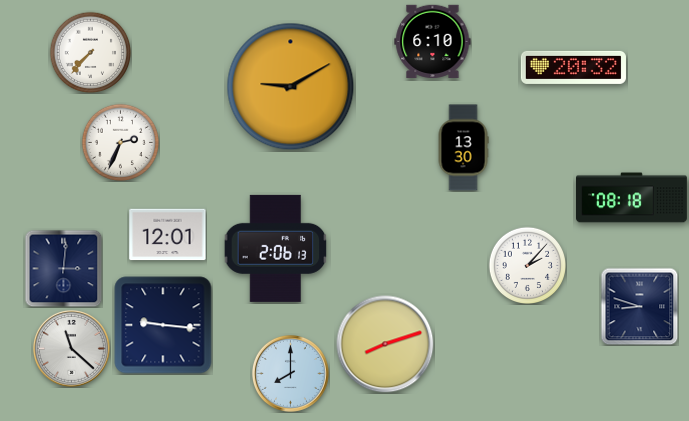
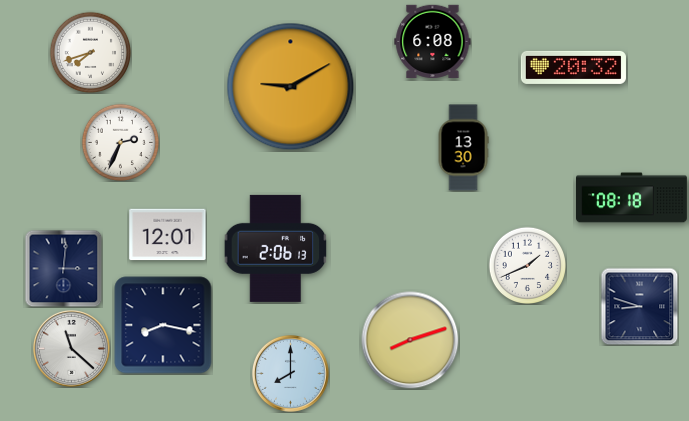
clock at (433, 41): 6:10 -> 6:08
clock at (90, 52): 7:37 -> 7:42
clock at (527, 265): 2:07 -> 1:41
clock at (163, 325): 9:16 -> 8:17
clock at (385, 344) position: (385, 344) -> (410, 340)
